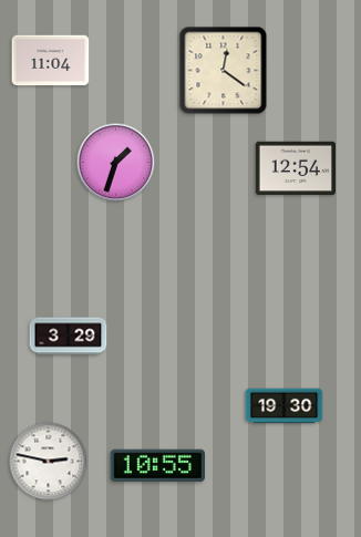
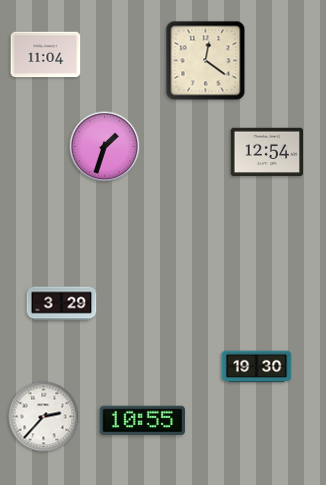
clock at (224, 71) position: (224, 71) -> (206, 61)
clock at (49, 462): 2:47 -> 2:37
